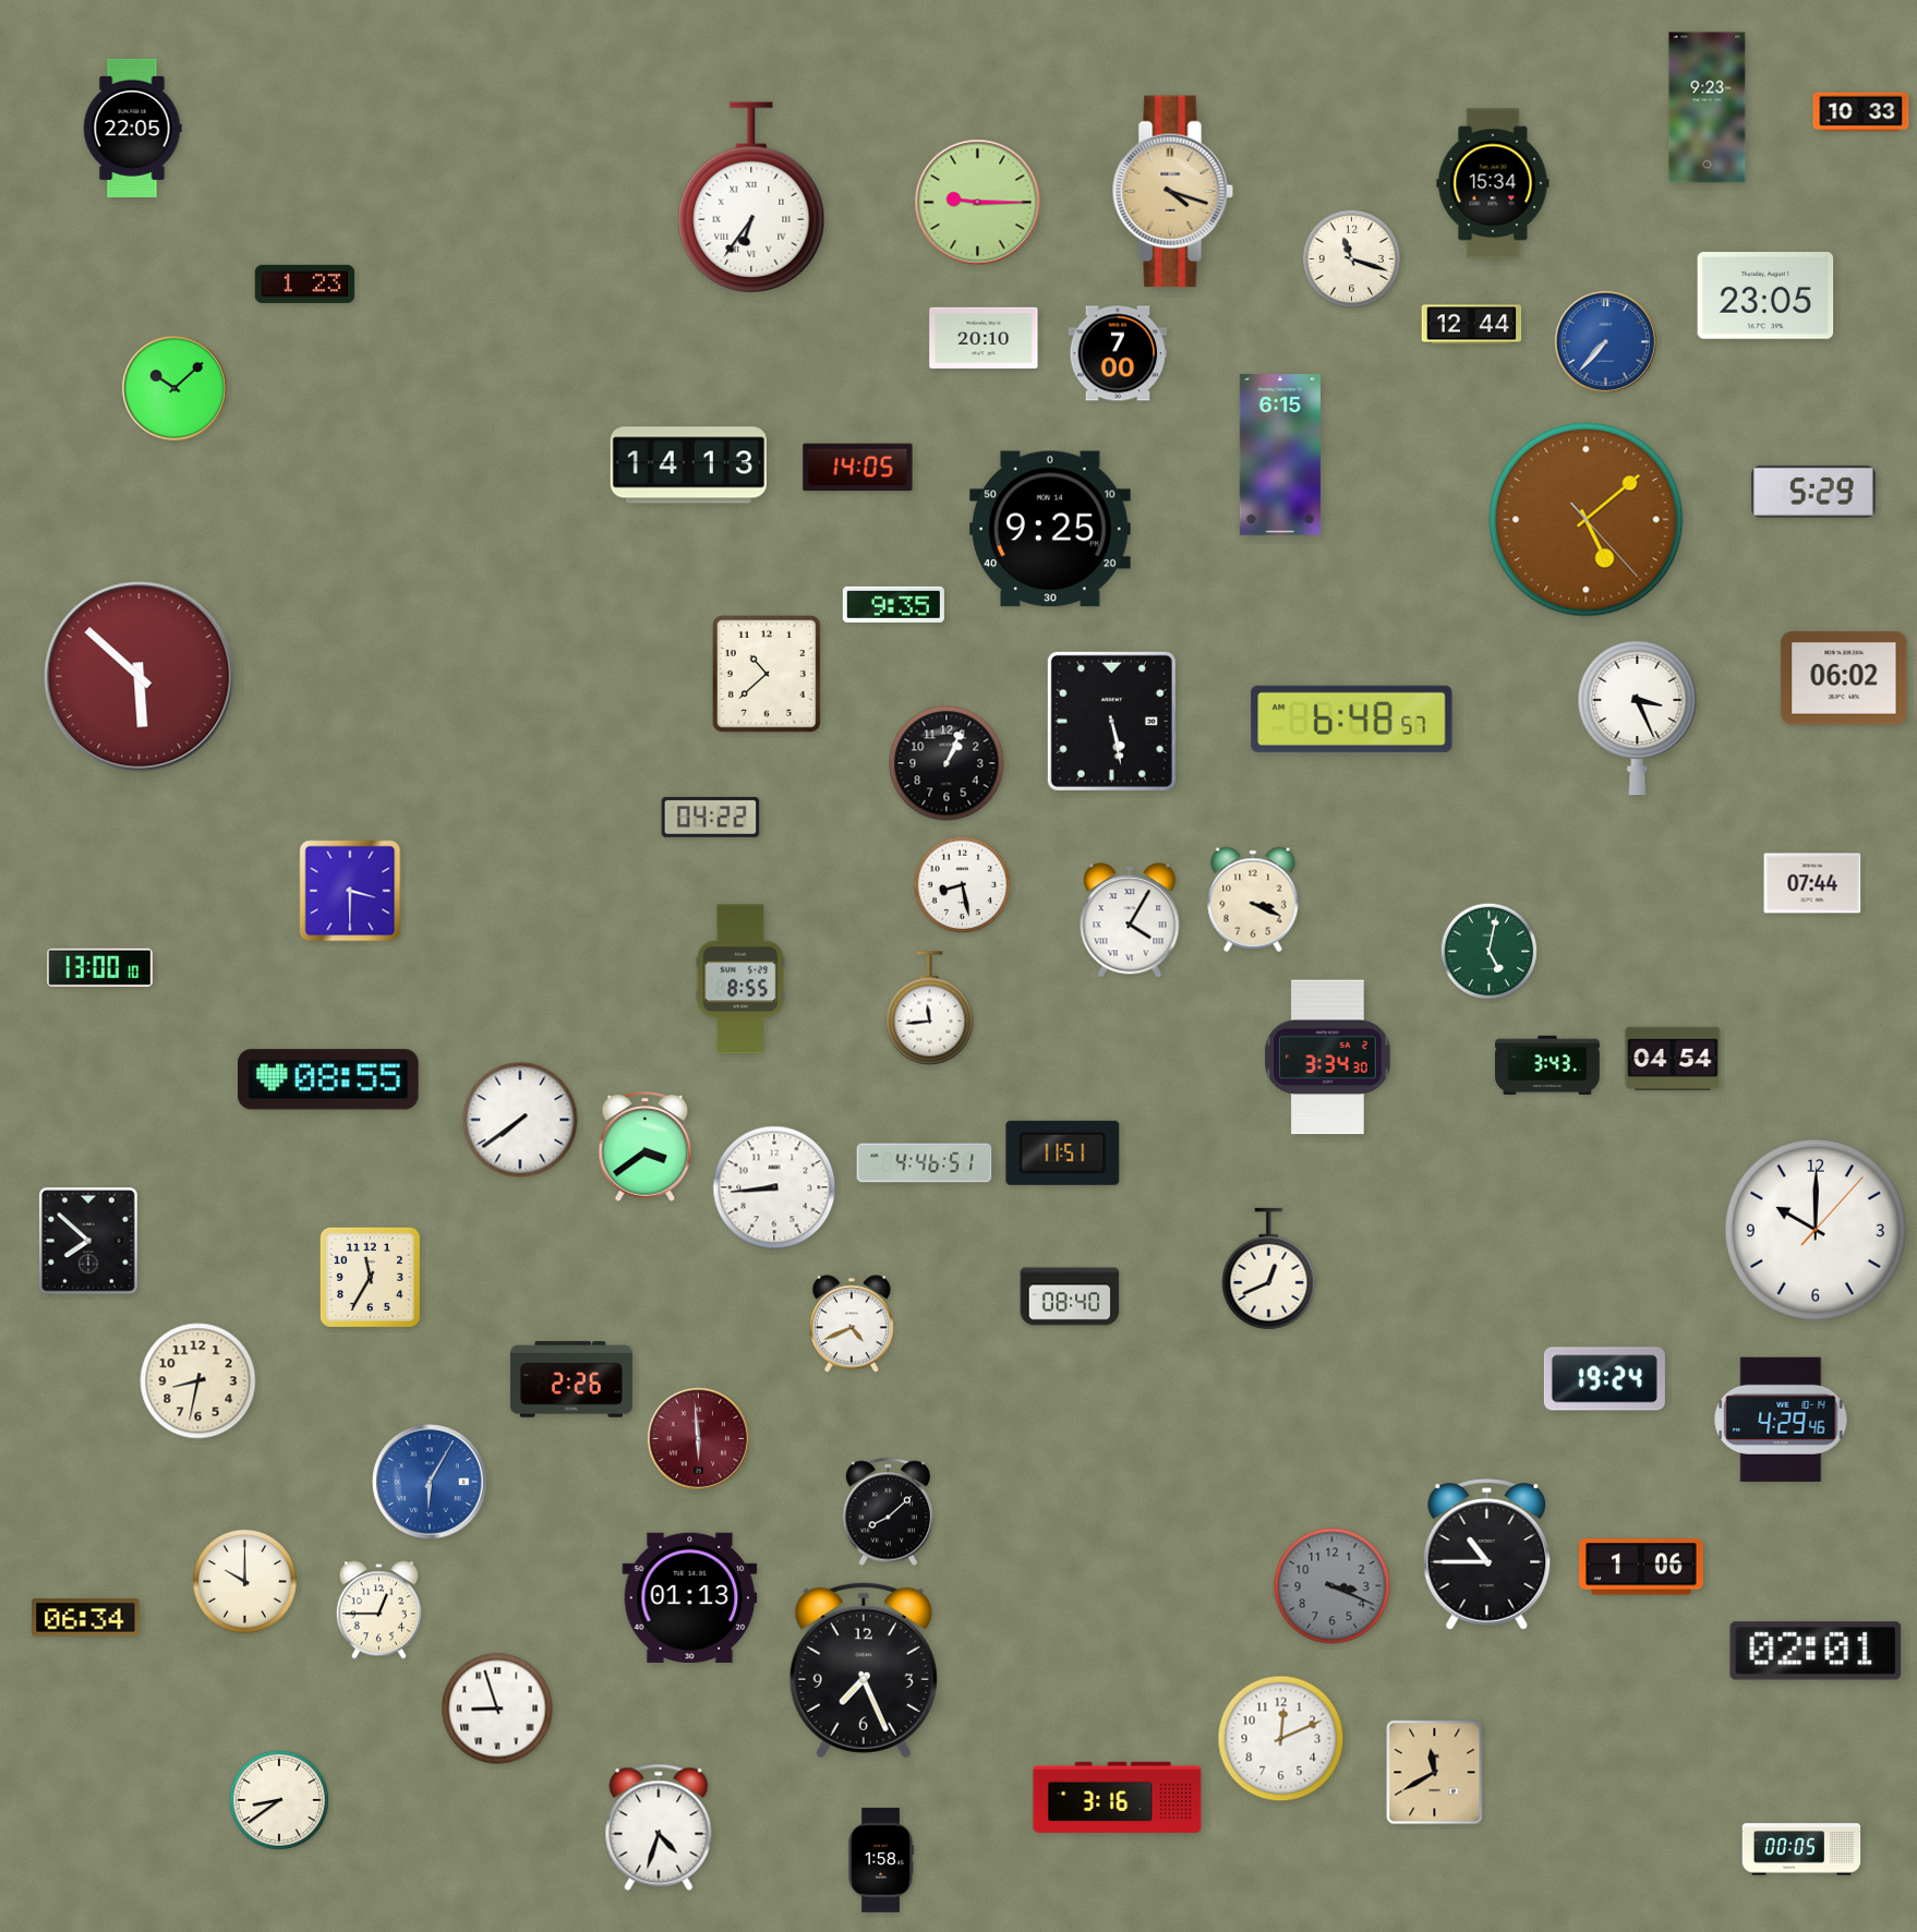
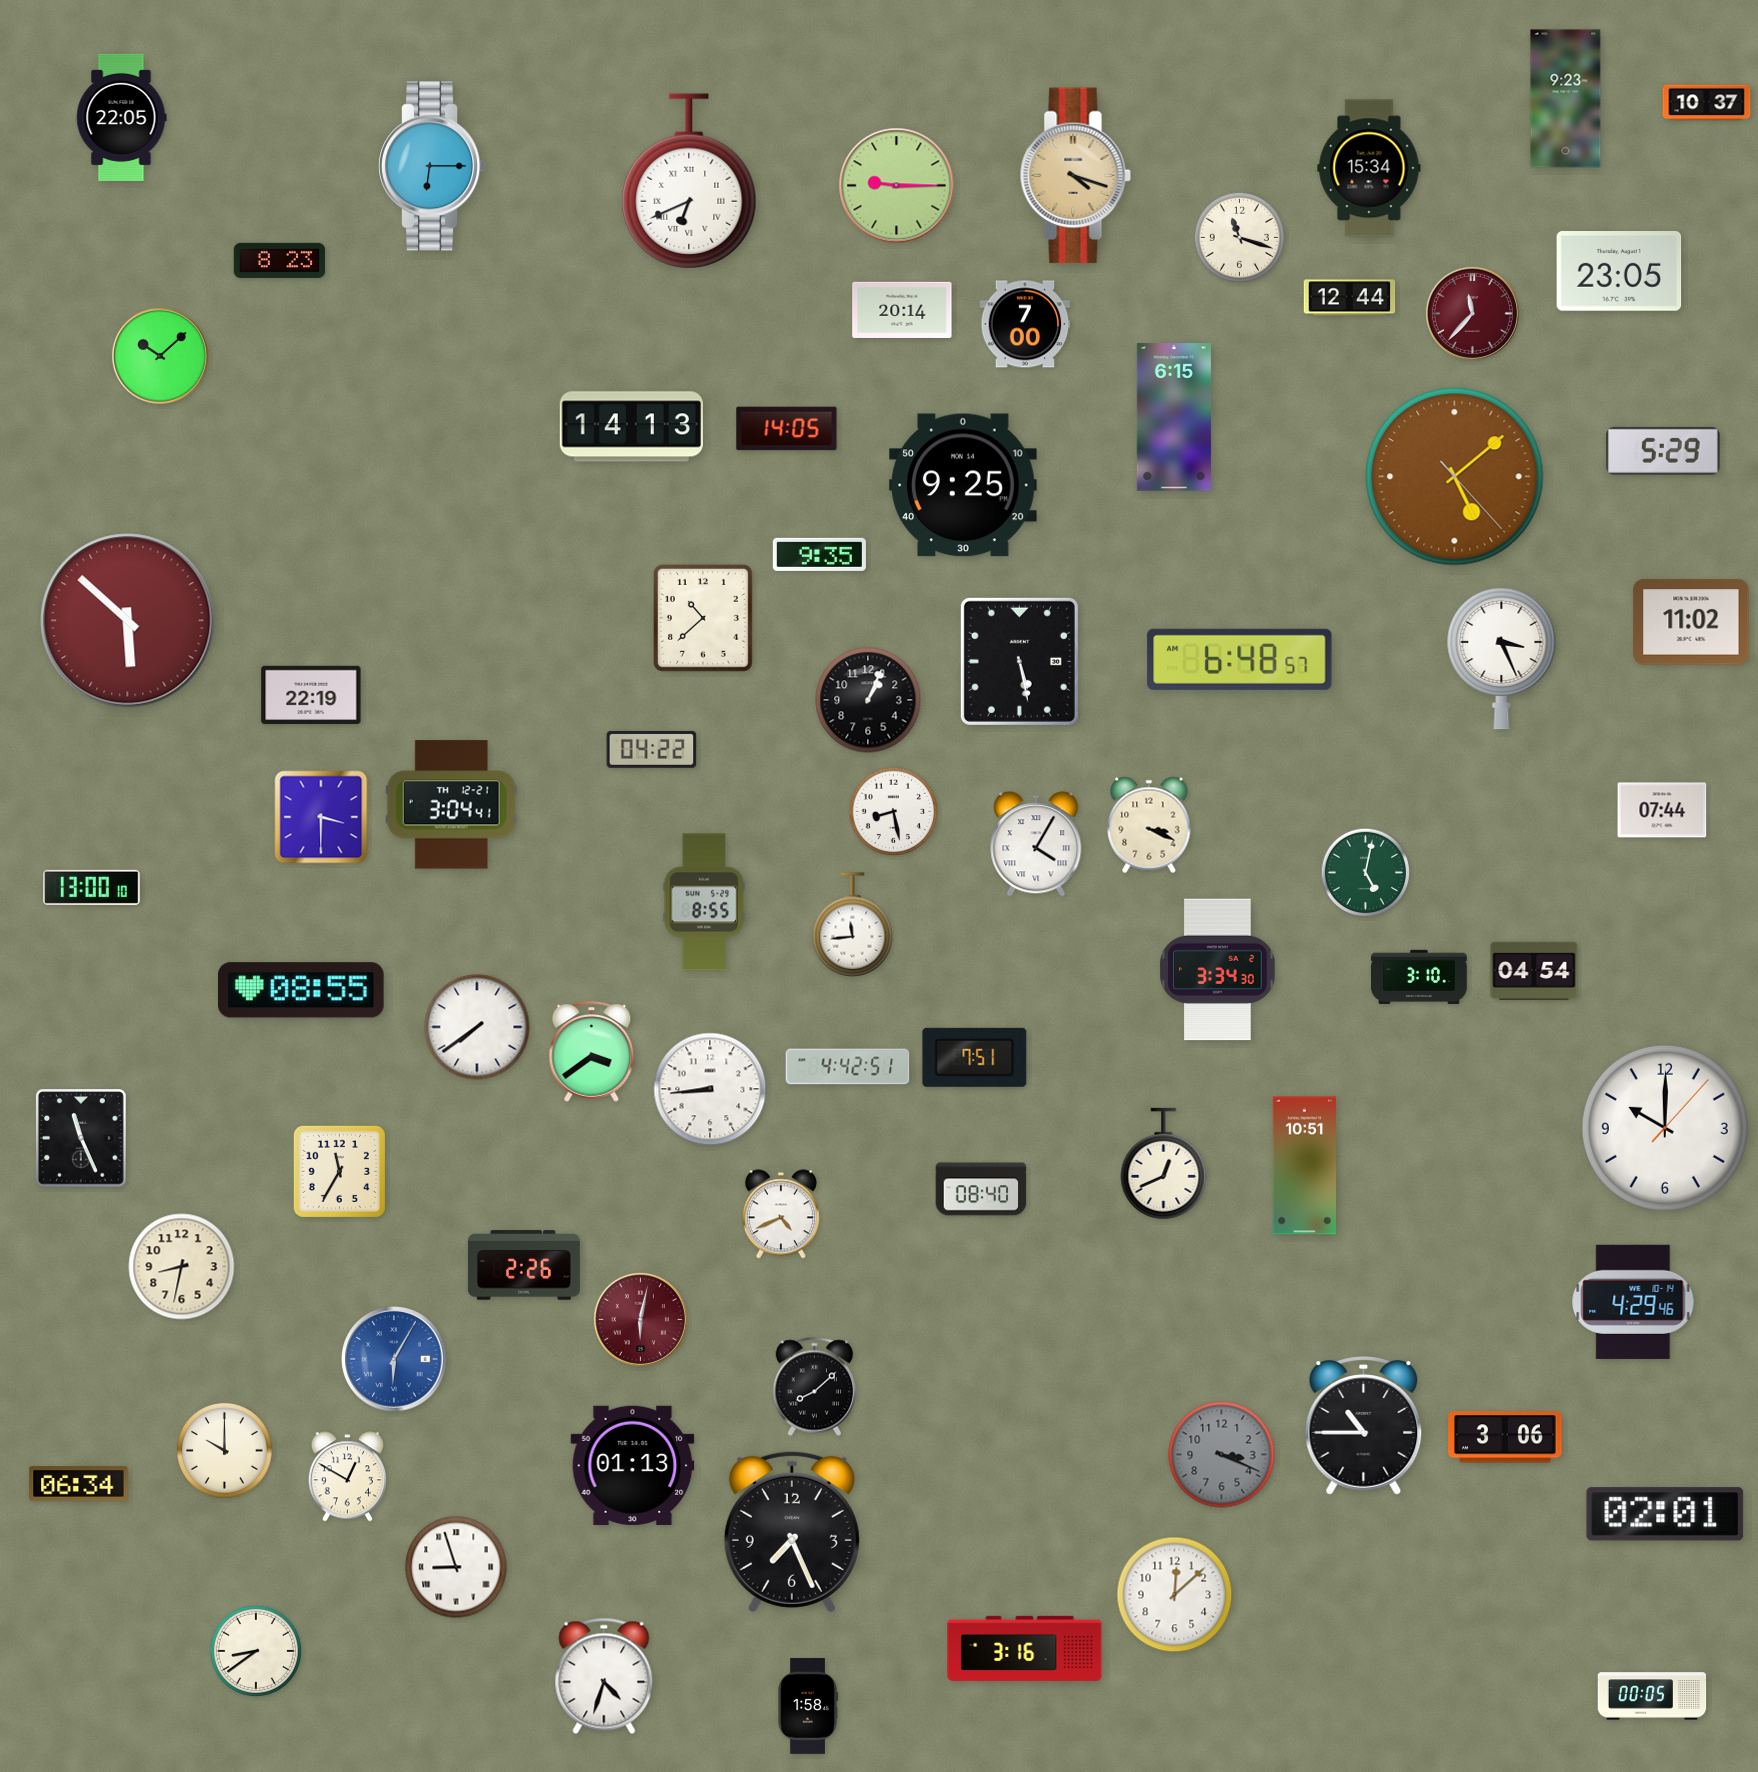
clock at (1861, 112): 10:33 -> 10:37
clock at (432, 166): none -> 6:15
clock at (751, 197): 6:36 -> 6:41
clock at (305, 283): 1:23 -> 8:23
clock at (984, 338): 20:10 -> 20:14
clock at (1605, 341): 7:37 -> 11:37
clock at (1605, 341) dial: blue -> burgundy
clock at (1844, 678): 06:02 -> 11:02
clock at (311, 694): none -> 22:19
clock at (451, 805): none -> 3:04
clock at (962, 884) position: (962, 884) -> (893, 811)
clock at (740, 979) position: (740, 979) -> (704, 902)
clock at (1548, 1064): 3:43 -> 3:10
clock at (1063, 1152): 11:51 -> 7:51
clock at (925, 1163): 4:46 -> 4:42
clock at (89, 1242): 7:52 -> 11:26
clock at (1305, 1166): none -> 10:51
clock at (1604, 1379): 19:24 -> none
clock at (698, 1438): 5:59 -> 6:02
clock at (1641, 1567): 1:06 -> 3:06
clock at (378, 1610): 12:45 -> 12:50
clock at (1281, 1739): 12:11 -> 12:08
clock at (1435, 1773): 11:40 -> none
